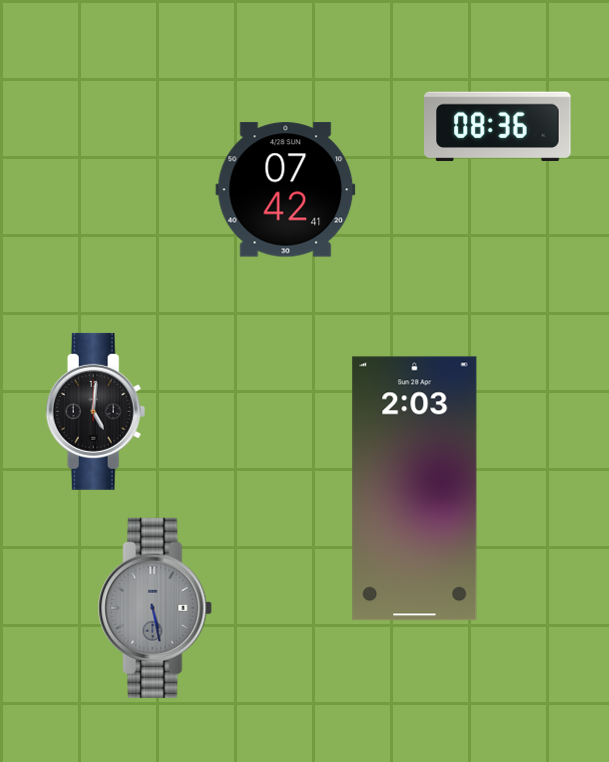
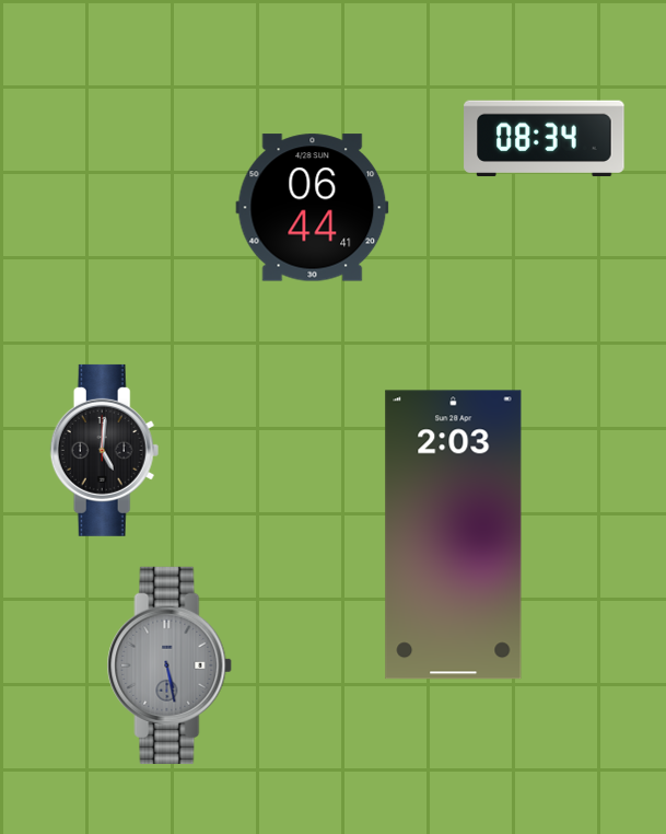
clock at (498, 127): 08:36 -> 08:34
clock at (286, 190): 07:42 -> 06:44
